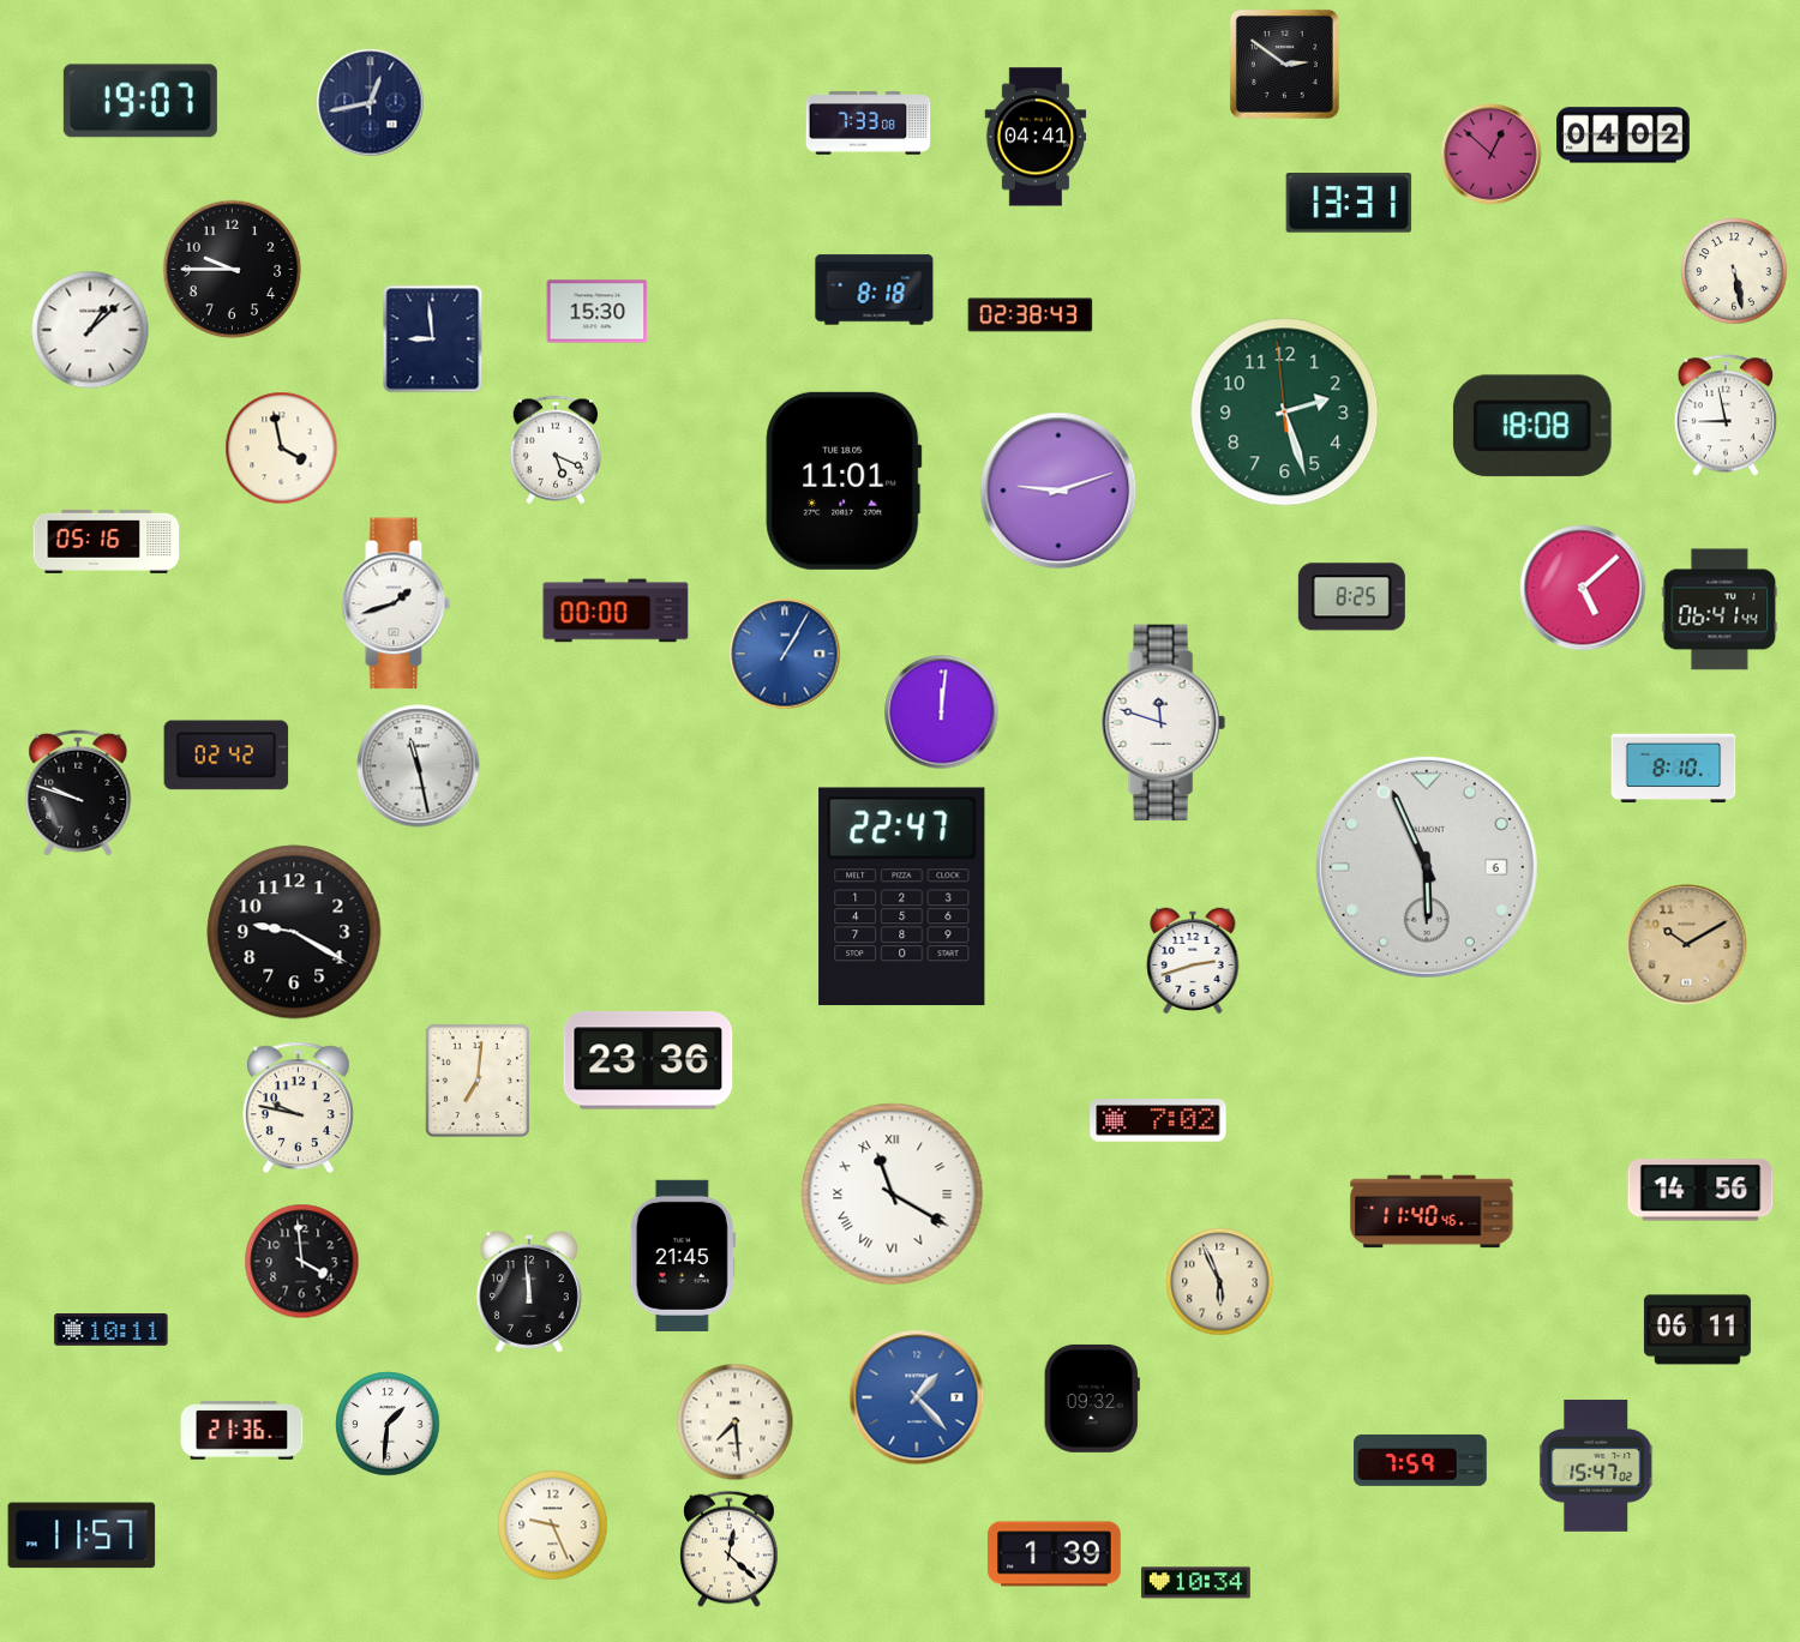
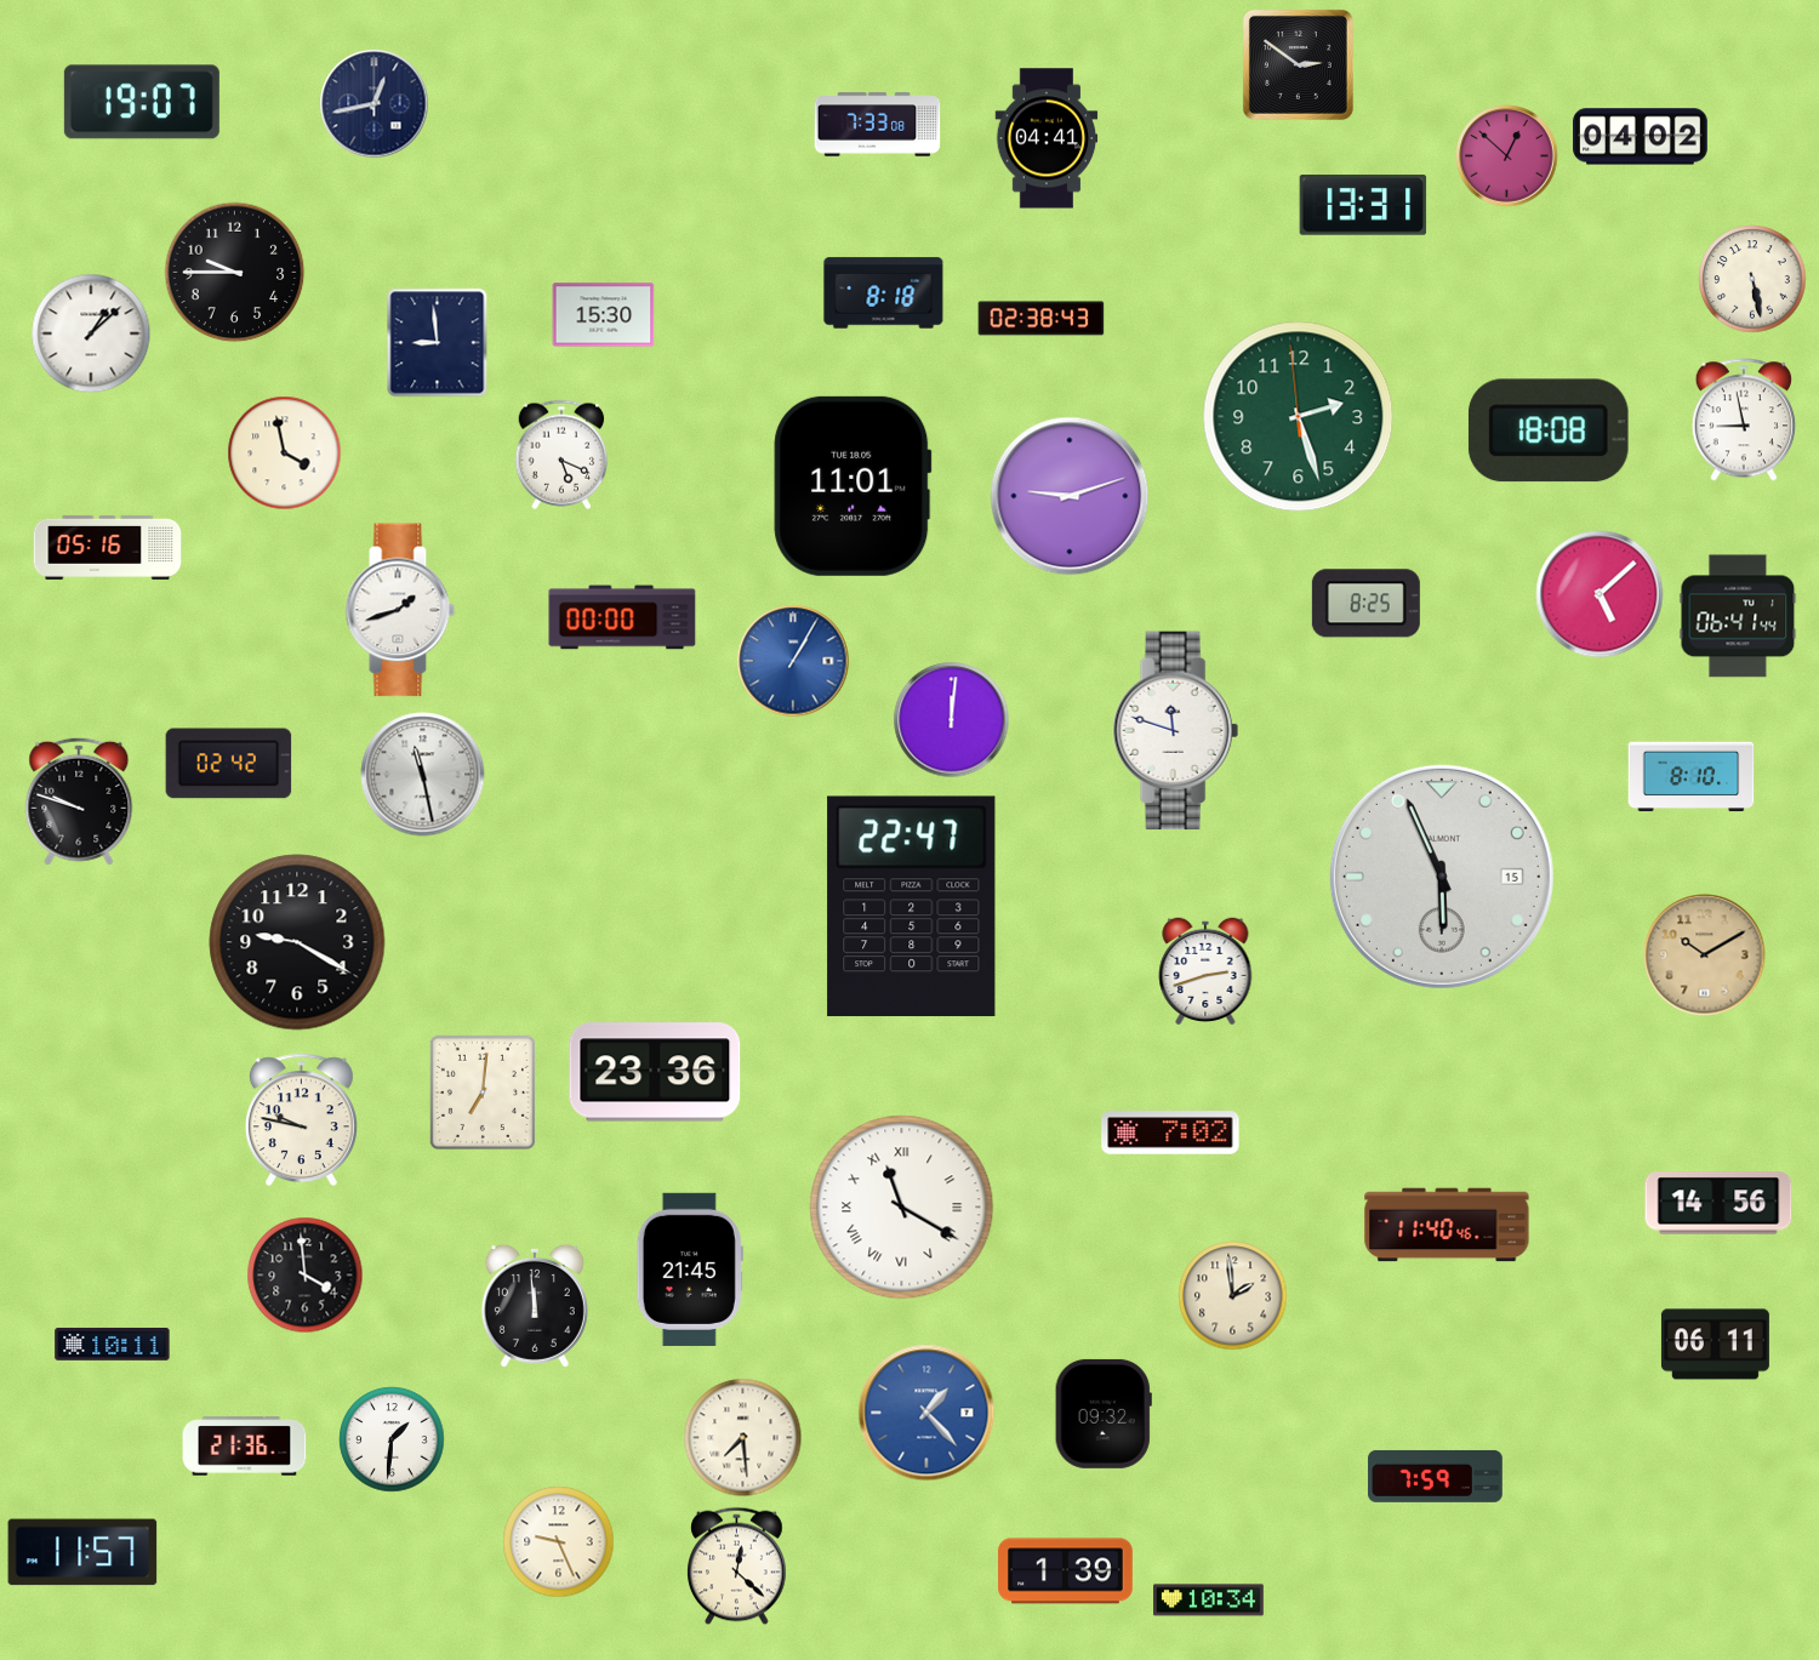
clock at (1734, 271) position: (1734, 271) -> (1752, 279)
clock at (1427, 867) date: 6 -> 15
clock at (1220, 1282): 5:56 -> 1:59
clock at (1597, 1466): 15:47 -> none
